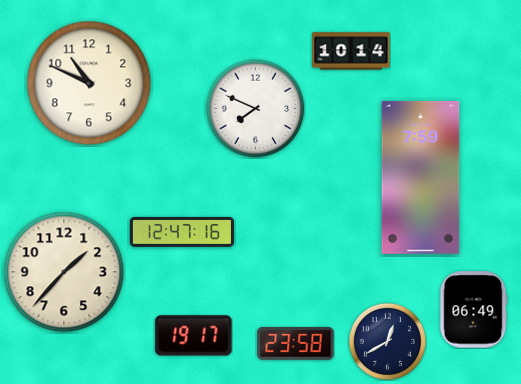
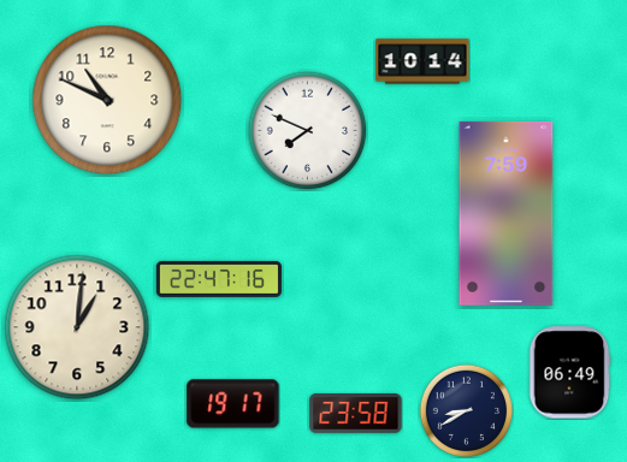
clock at (182, 232): 12:47 -> 22:47
clock at (64, 272): 1:37 -> 1:01
clock at (387, 341): 12:40 -> 8:40
